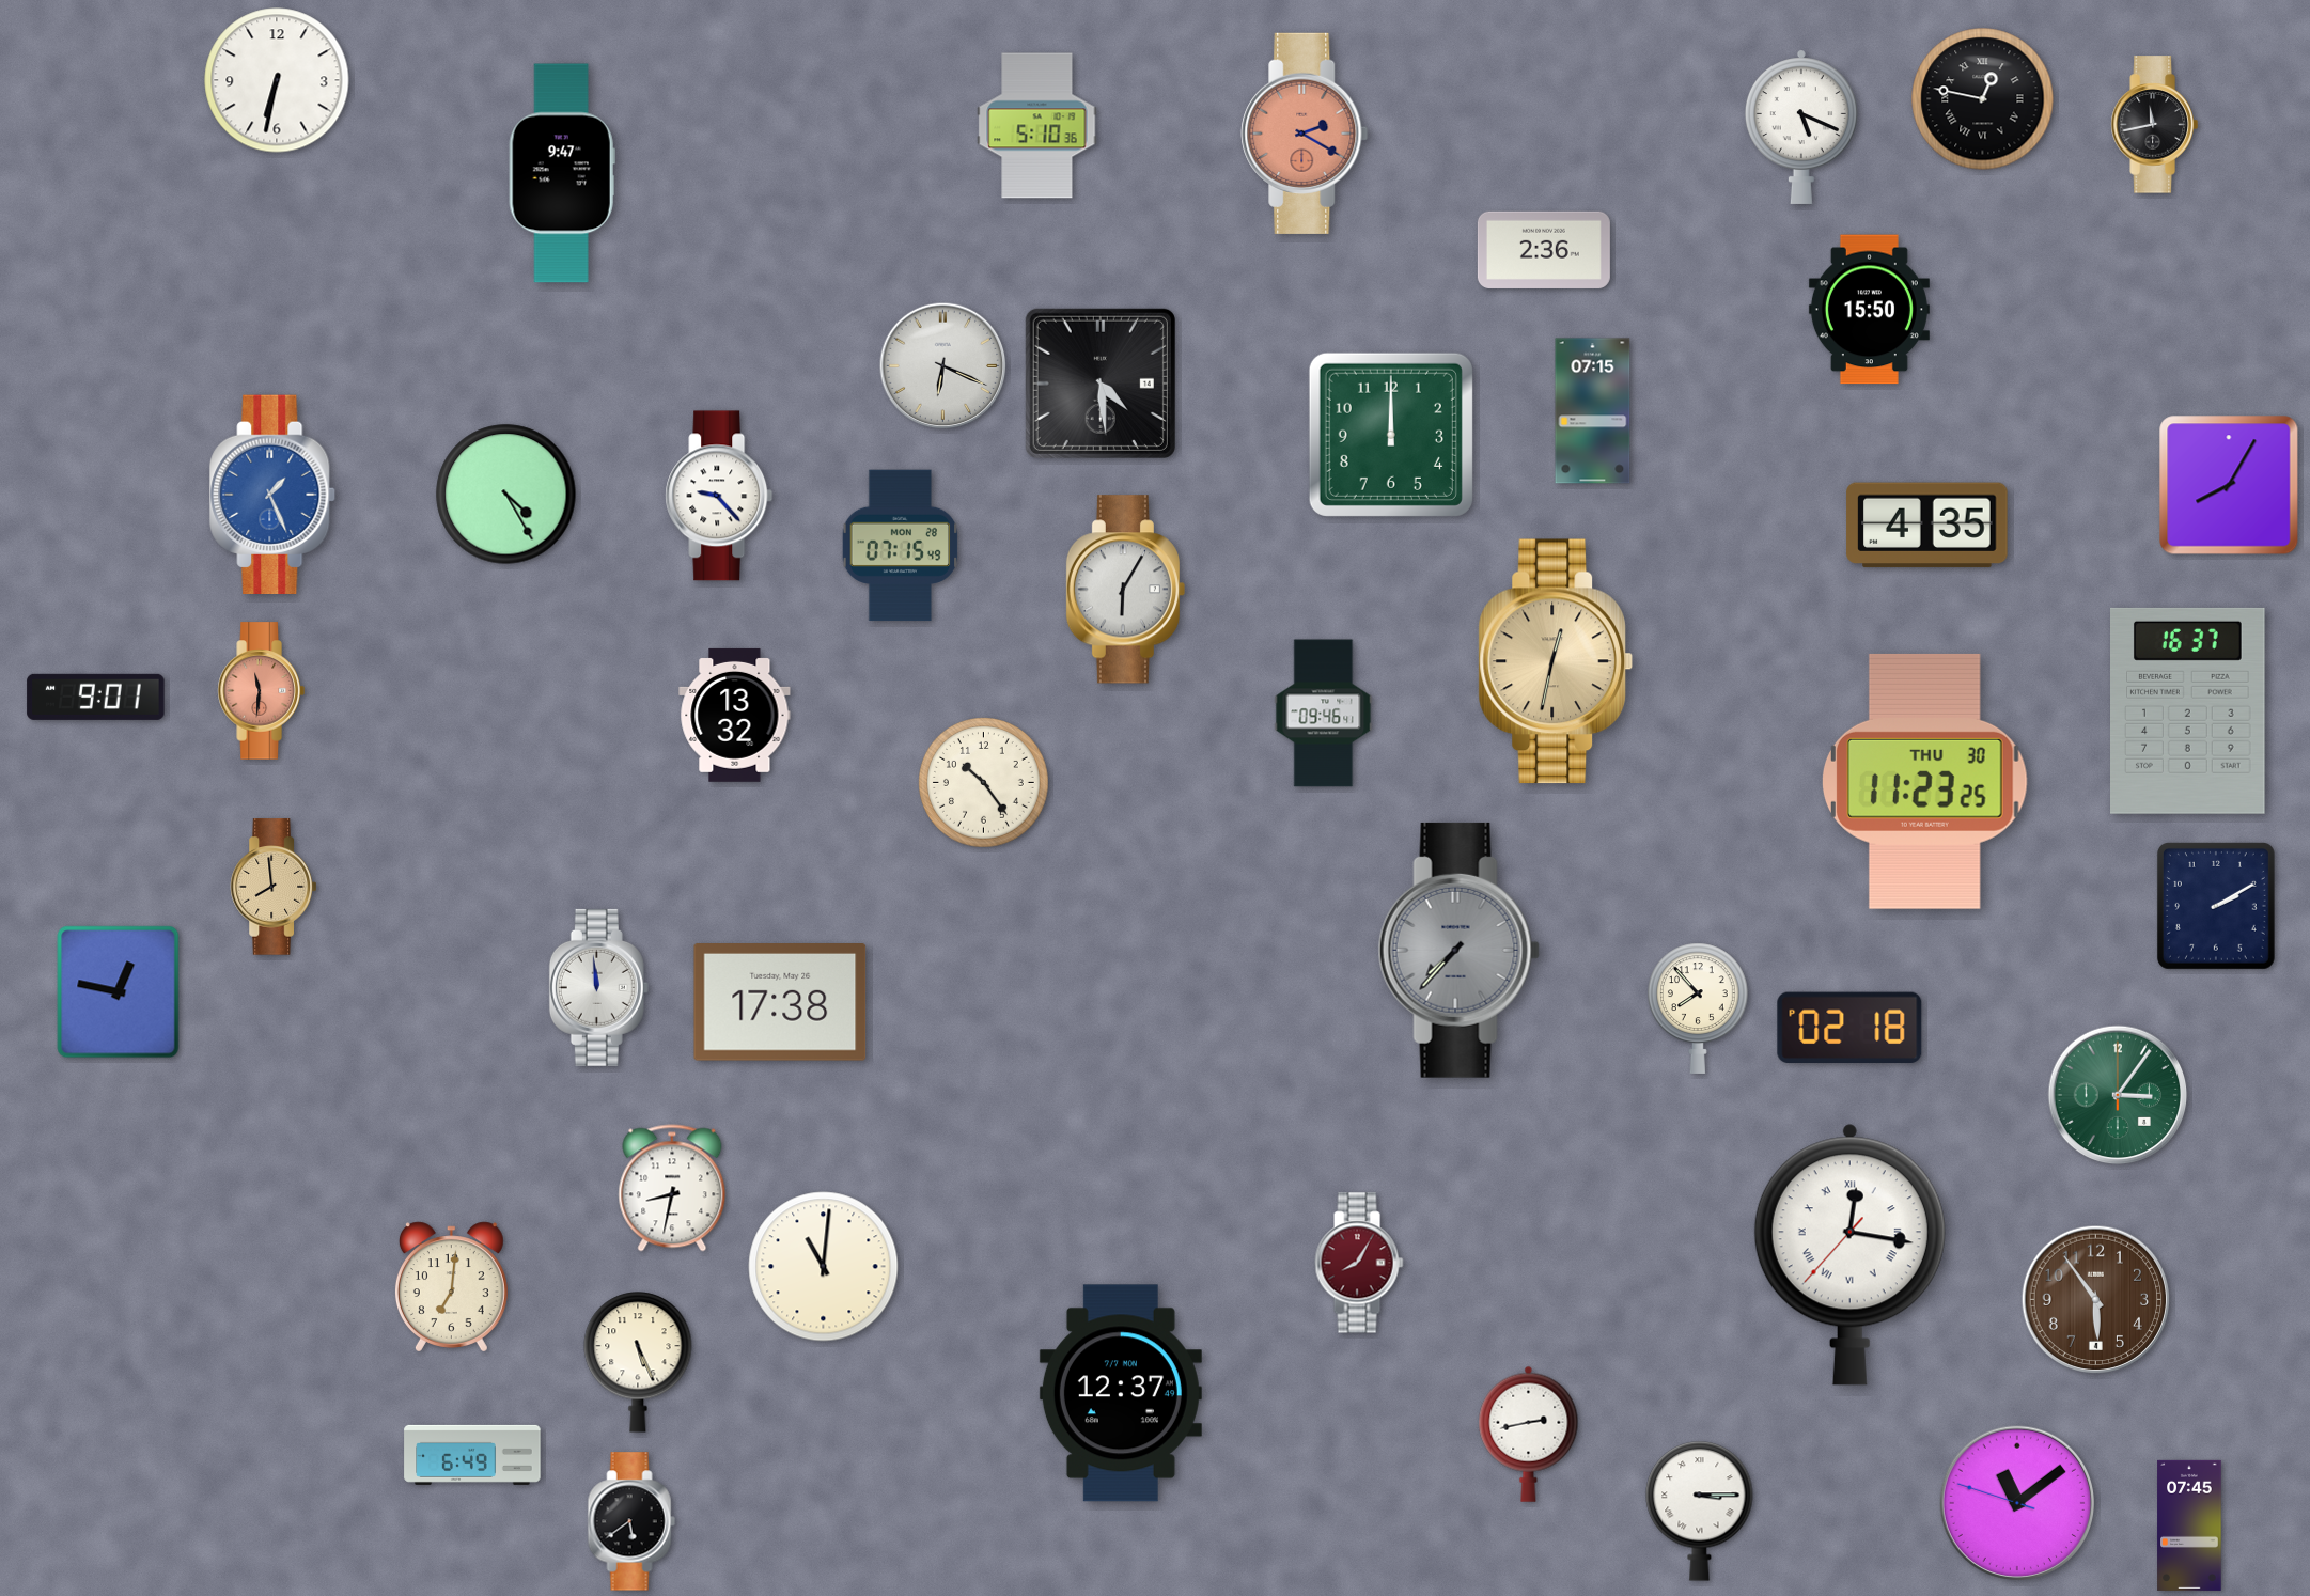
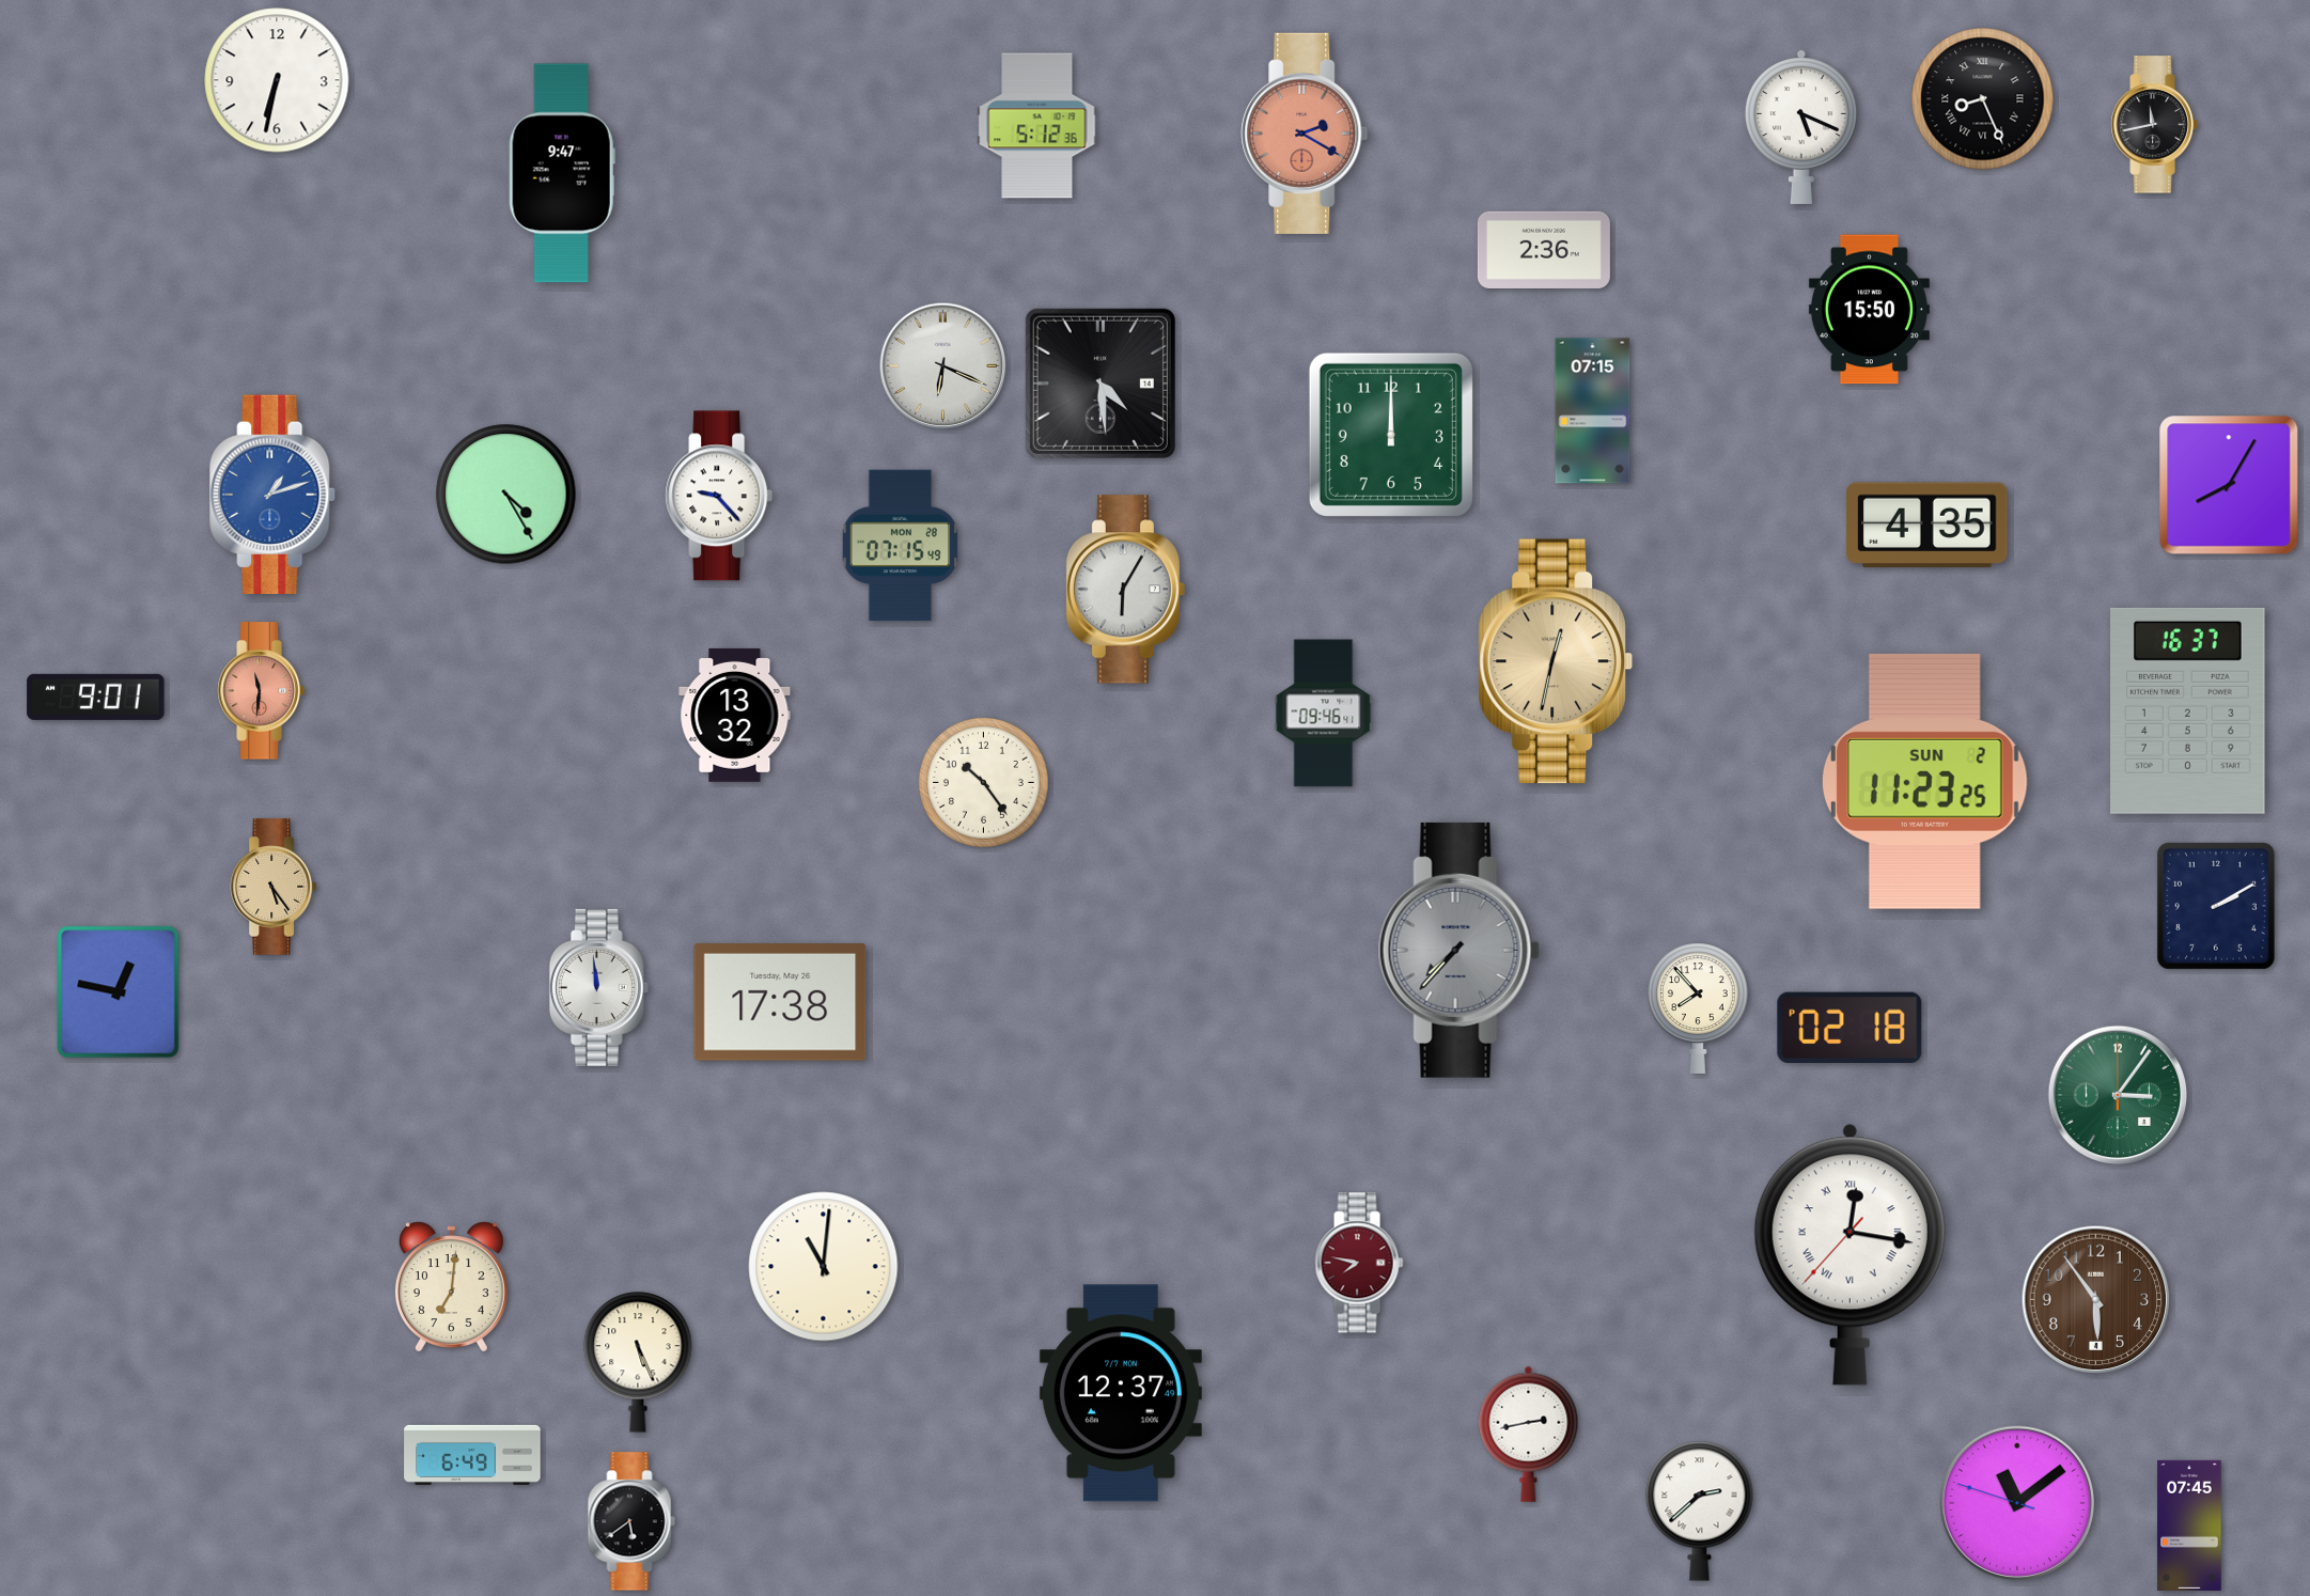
clock at (1983, 99): 12:47 -> 8:26
clock at (1037, 126): 5:10 -> 5:12
clock at (274, 494): 1:26 -> 1:12
clock at (1925, 781) date: THU 30 -> SUN 2
clock at (272, 887): 7:59 -> 5:24
clock at (672, 1188): 8:32 -> none
clock at (1359, 1263): 8:05 -> 7:47
clock at (1700, 1512): 3:15 -> 2:38
